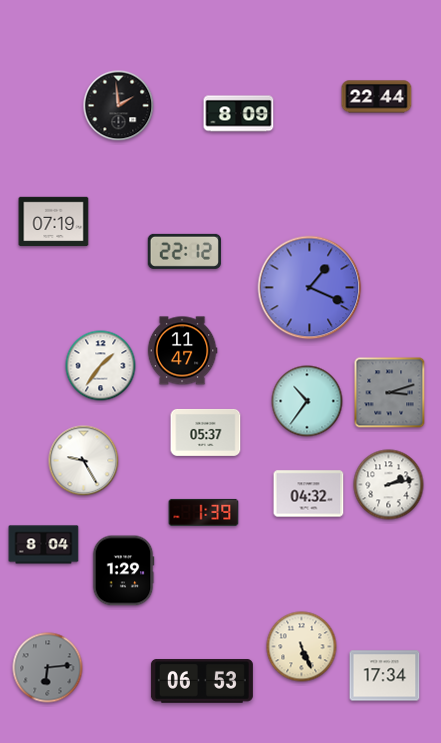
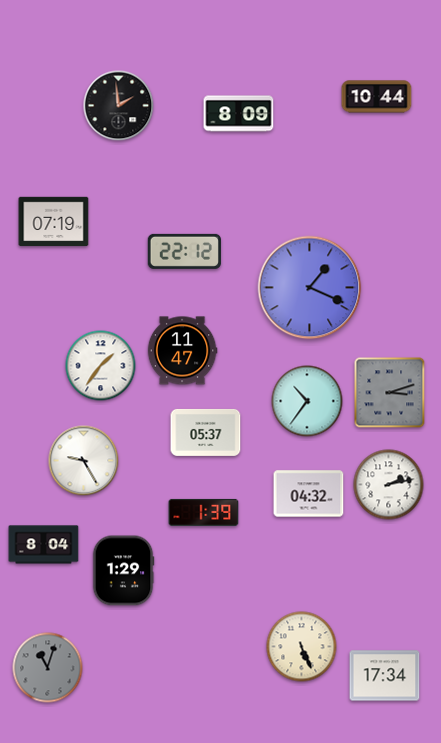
clock at (377, 97): 22:44 -> 10:44
clock at (48, 668): 6:14 -> 11:03
clock at (202, 681): 06:53 -> none
